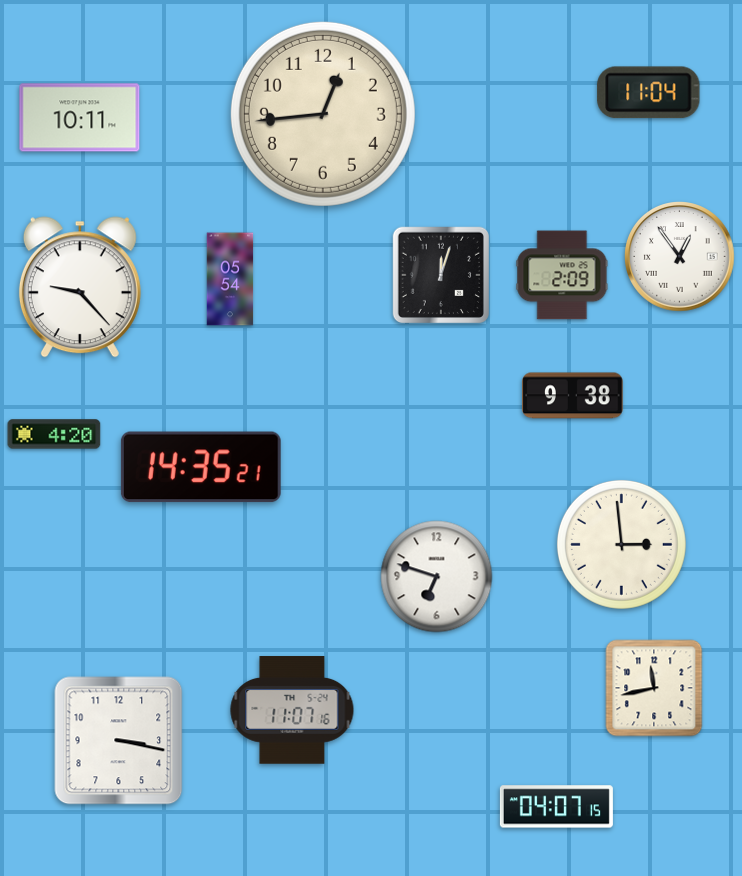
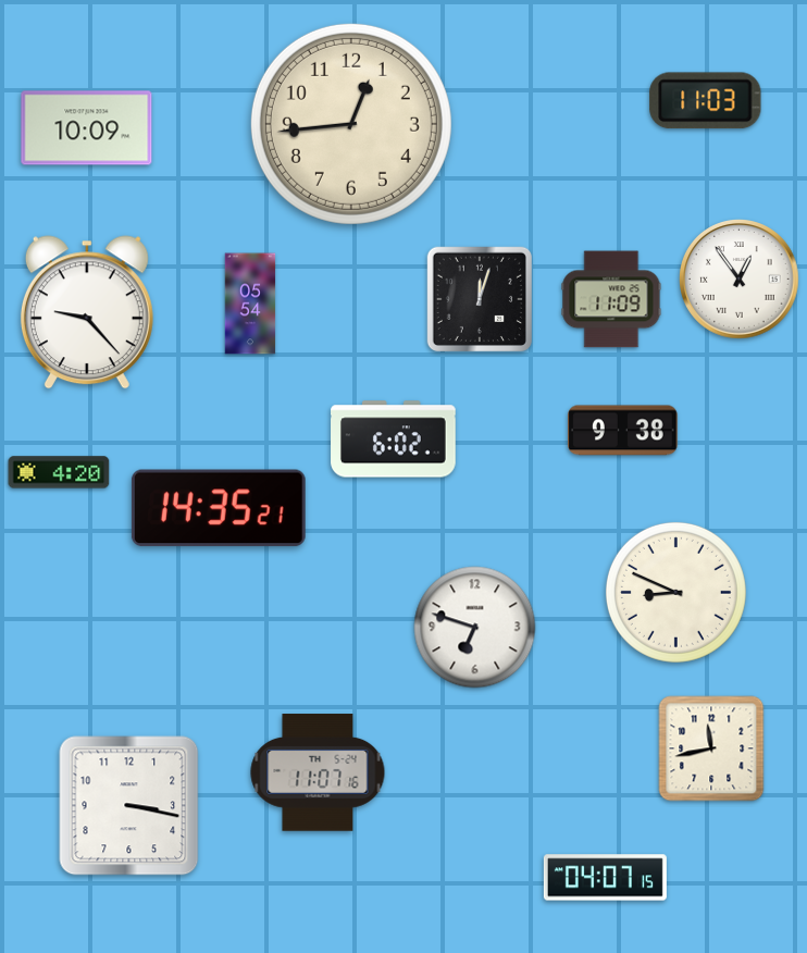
clock at (649, 93): 11:04 -> 11:03
clock at (80, 118): 10:11 -> 10:09
clock at (562, 275): 2:09 -> 11:09
clock at (394, 440): none -> 6:02
clock at (621, 544): 2:59 -> 8:49
